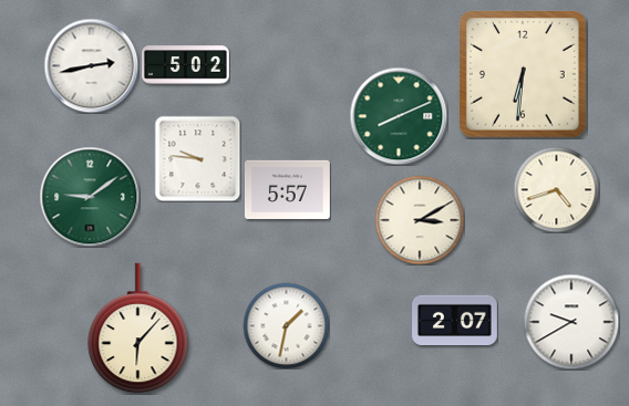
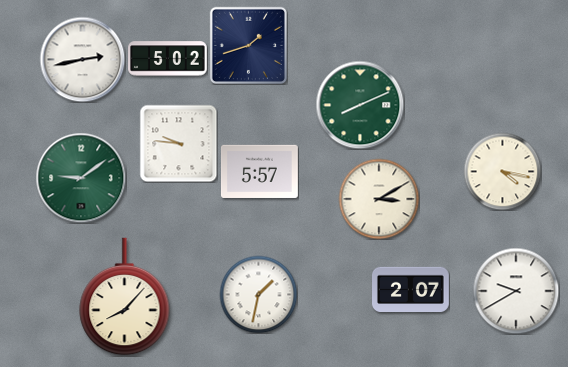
clock at (248, 45): none -> 1:42
clock at (524, 75): 6:31 -> none
clock at (556, 189): 4:42 -> 4:17
clock at (138, 329): 6:07 -> 8:07
